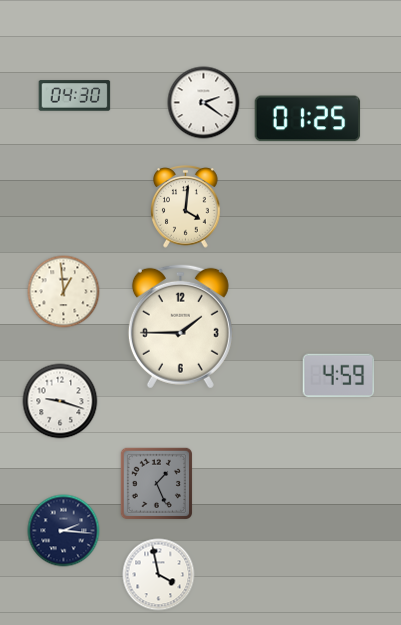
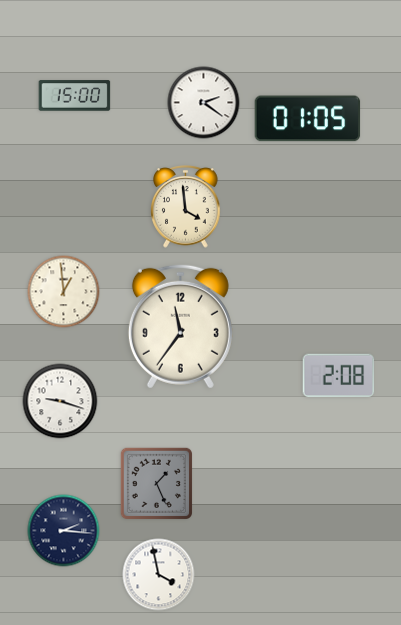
clock at (75, 96): 04:30 -> 15:00
clock at (308, 119): 01:25 -> 01:05
clock at (186, 207): 4:01 -> 3:59
clock at (180, 326): 1:45 -> 11:36
clock at (339, 376): 4:59 -> 2:08
